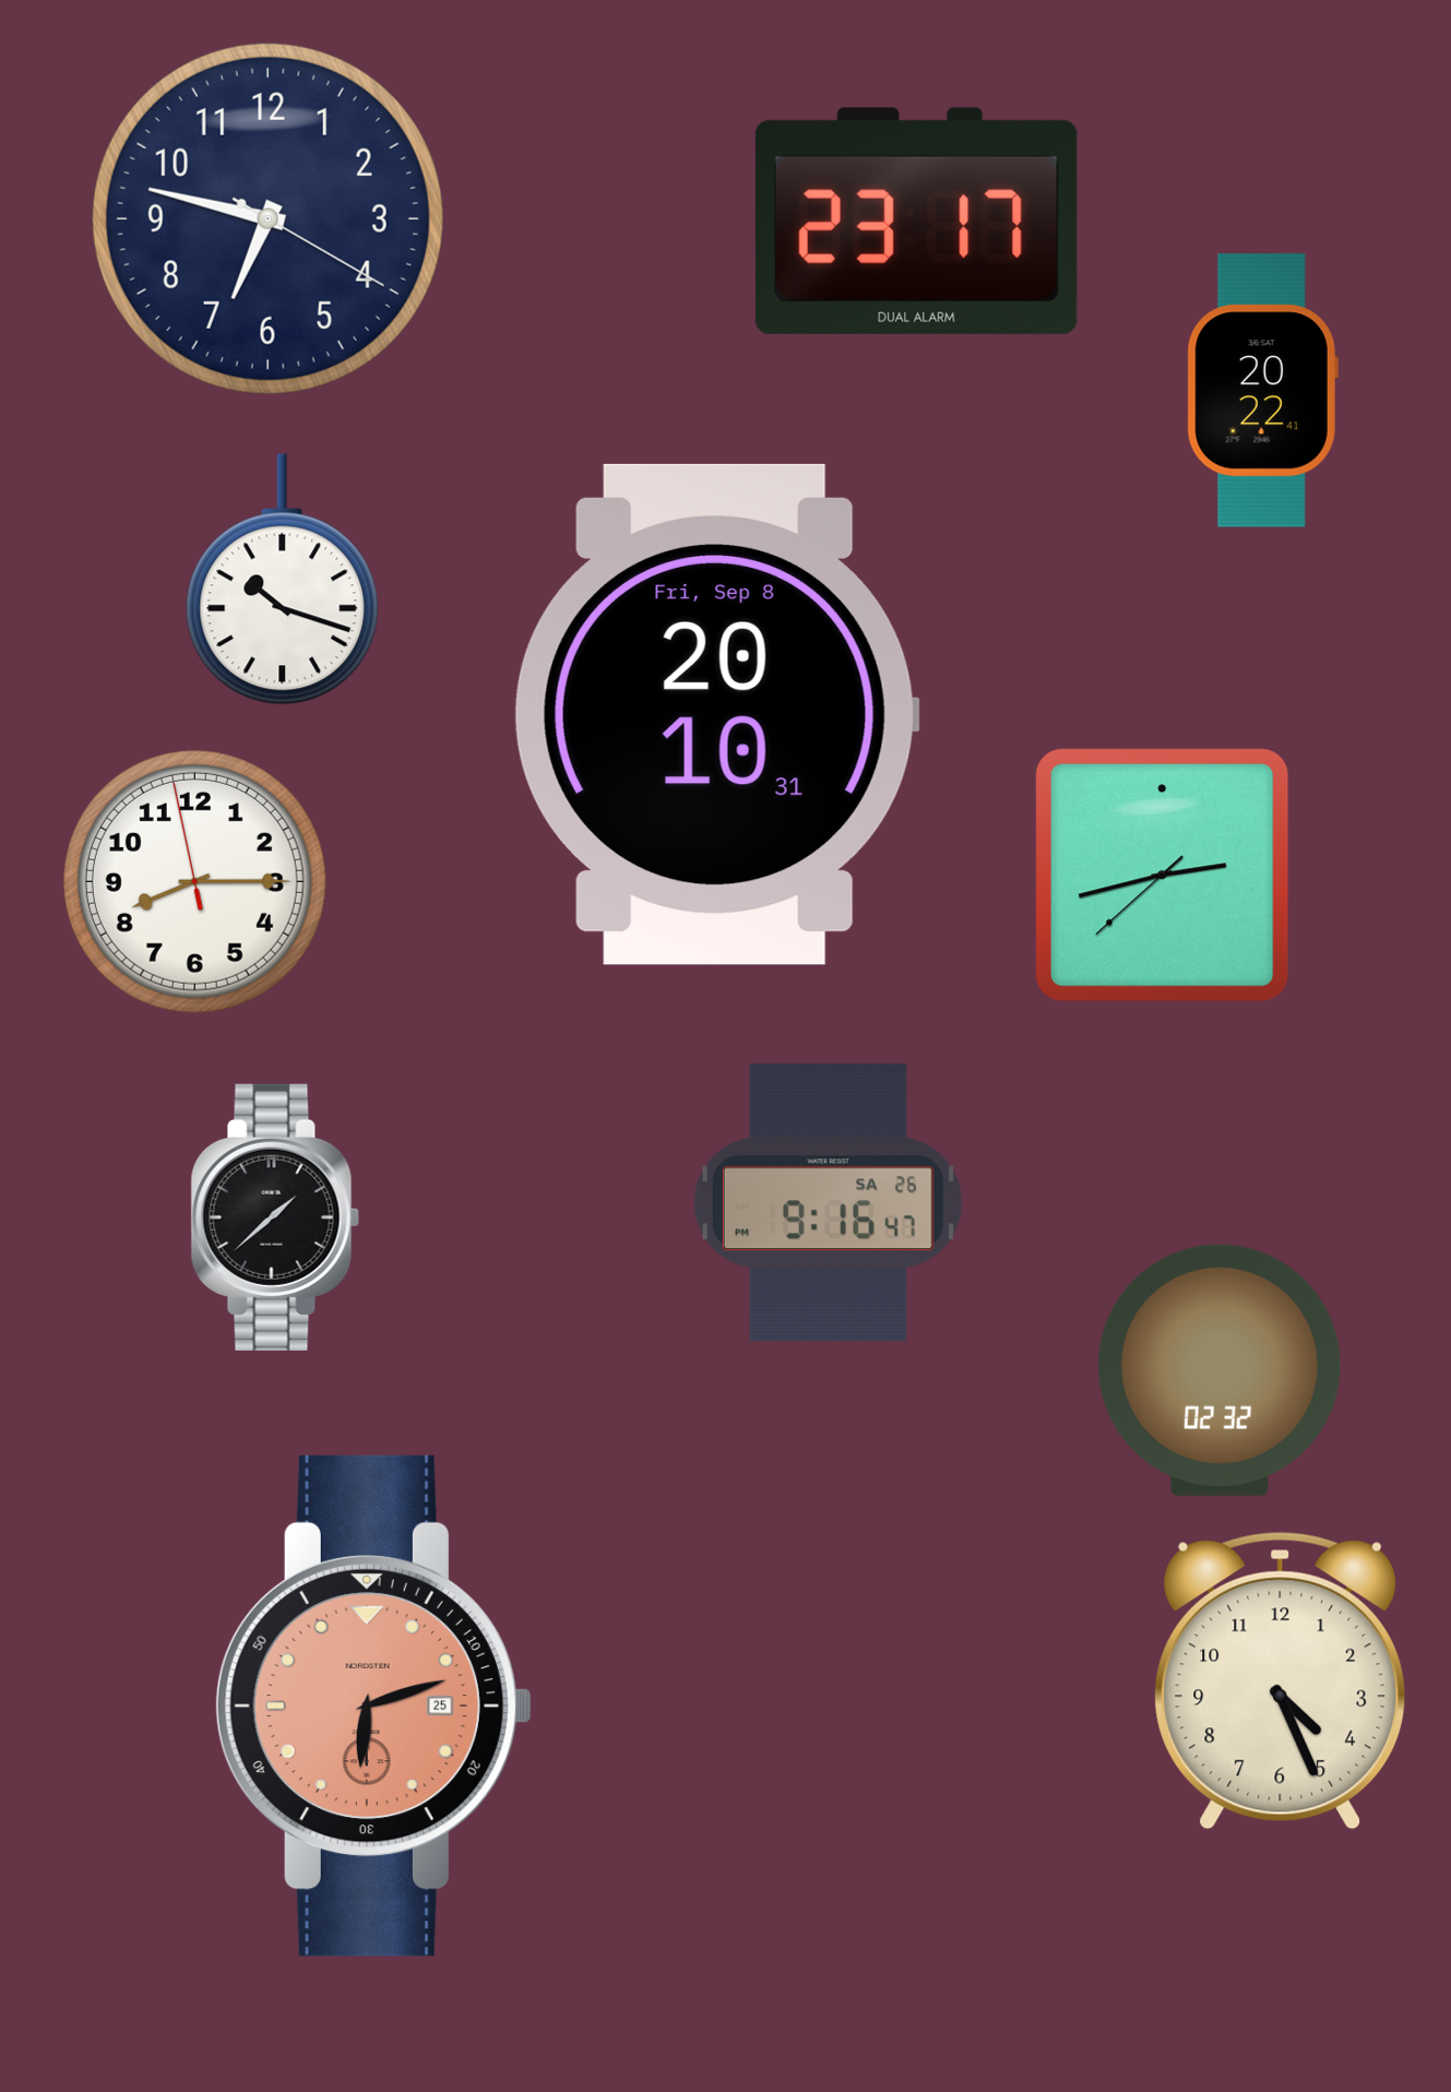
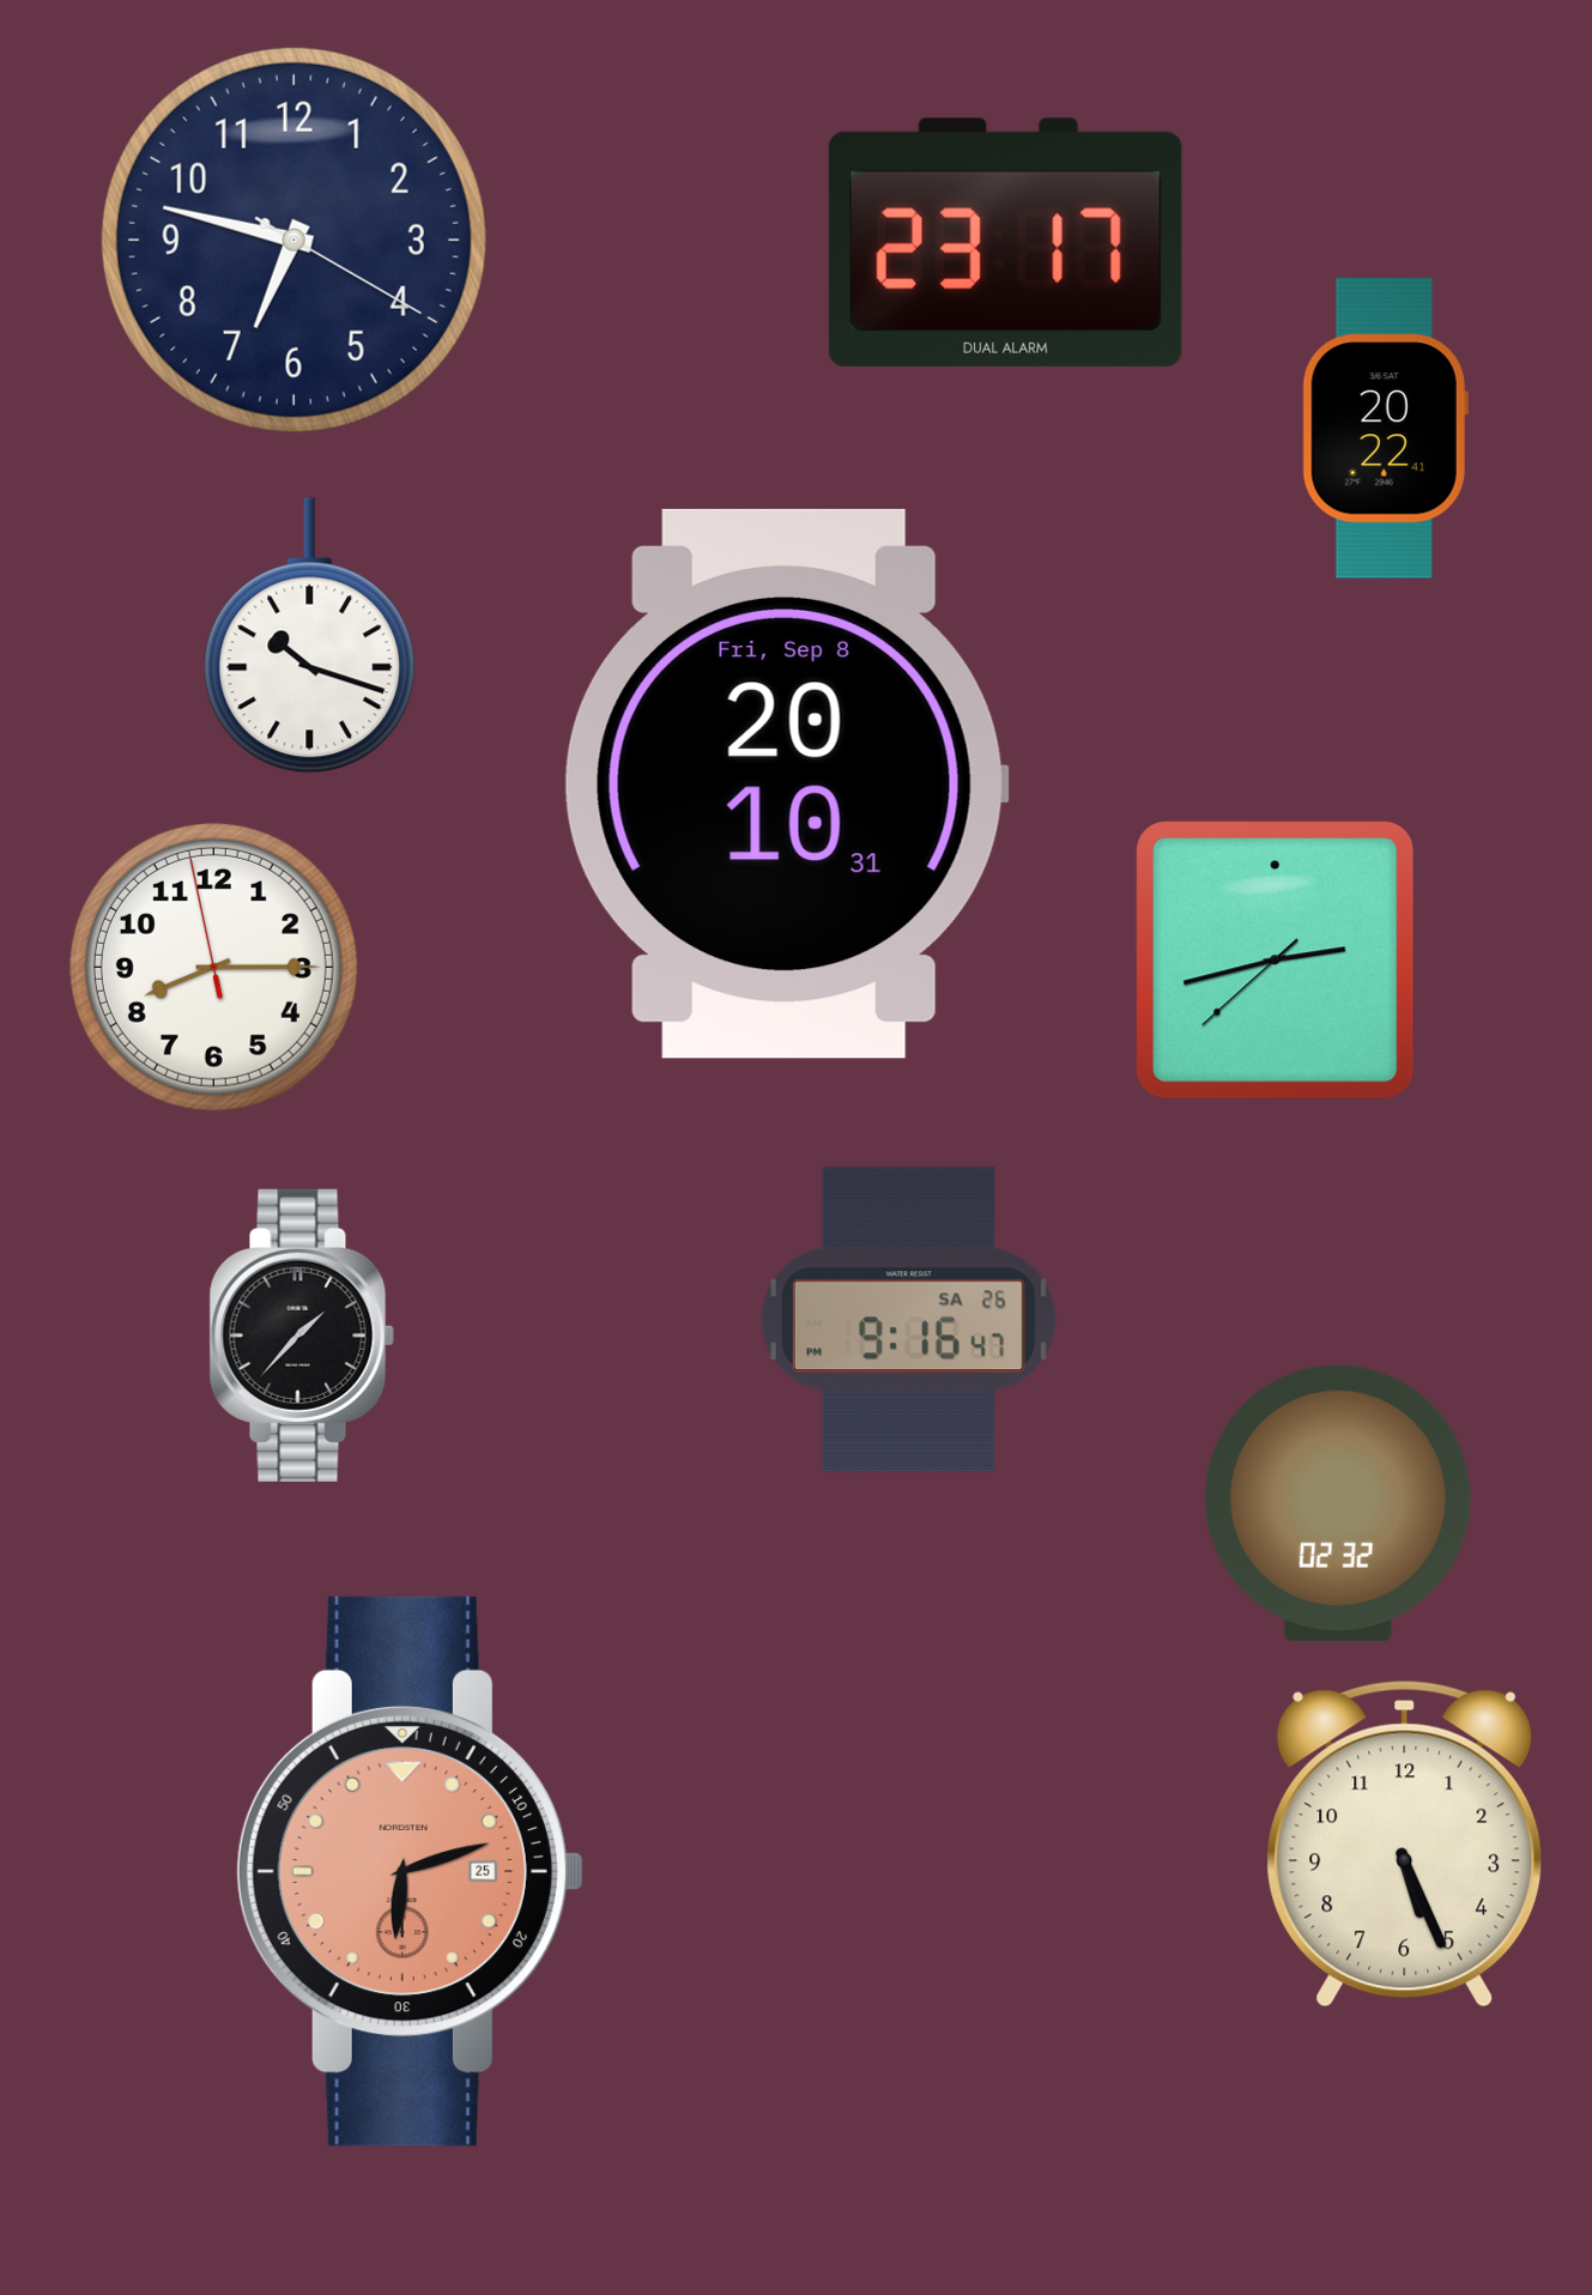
clock at (275, 1217): 1:38 -> 1:37
clock at (1281, 1680): 4:26 -> 5:26
